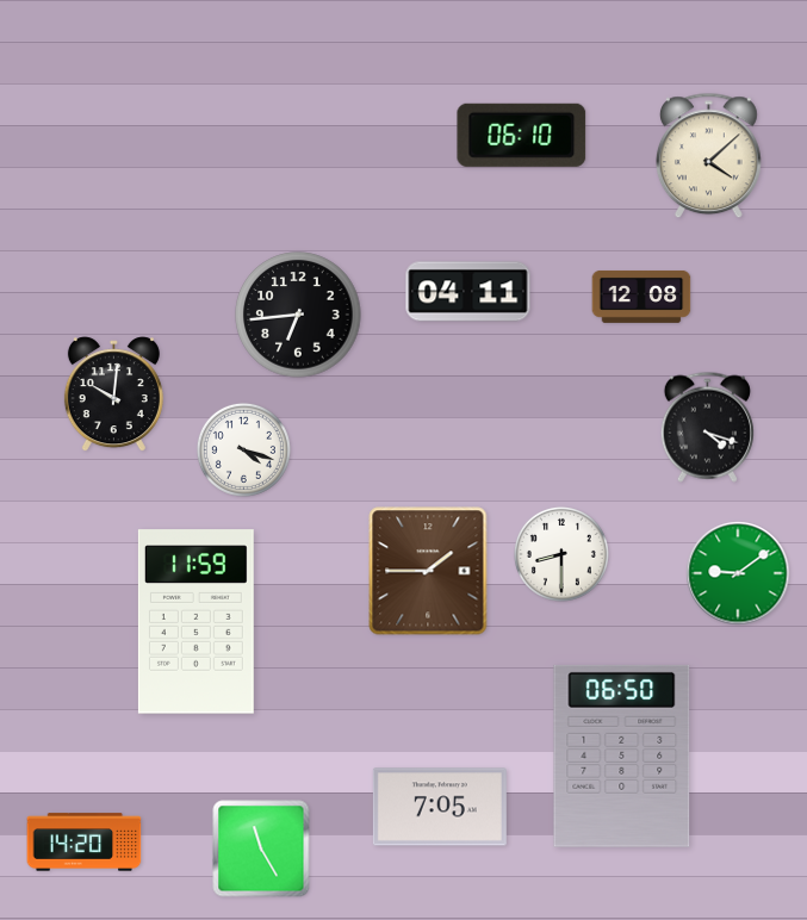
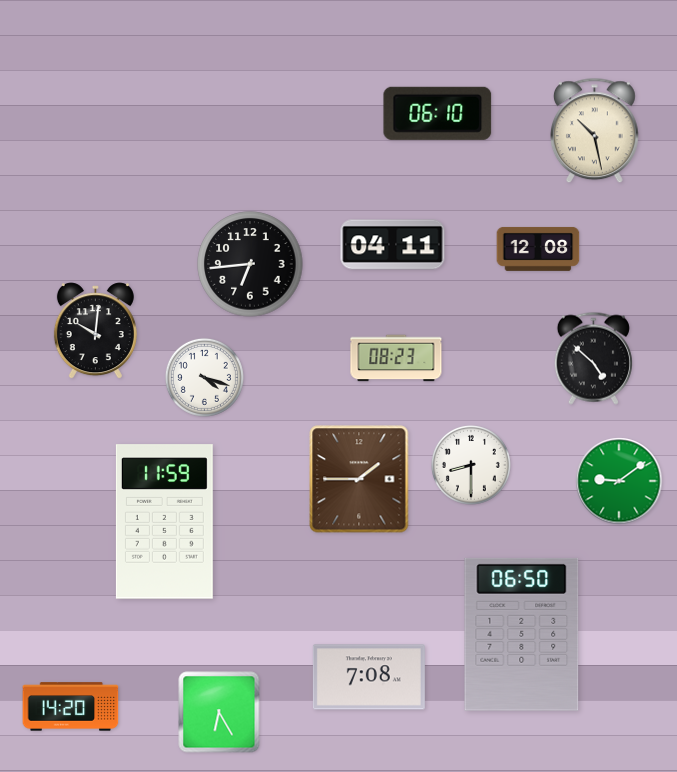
clock at (708, 156): 4:08 -> 10:28
clock at (396, 358): none -> 08:23
clock at (707, 427): 4:18 -> 4:52
clock at (440, 807): 7:05 -> 7:08
clock at (261, 848): 11:25 -> 6:25
